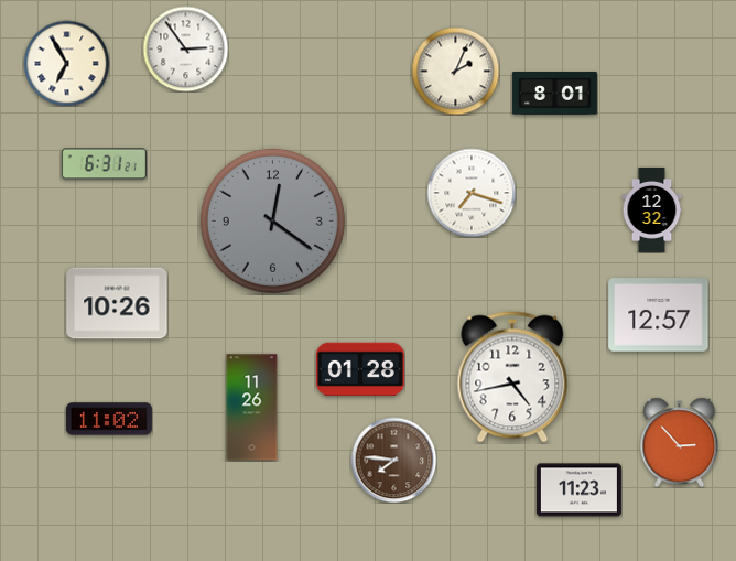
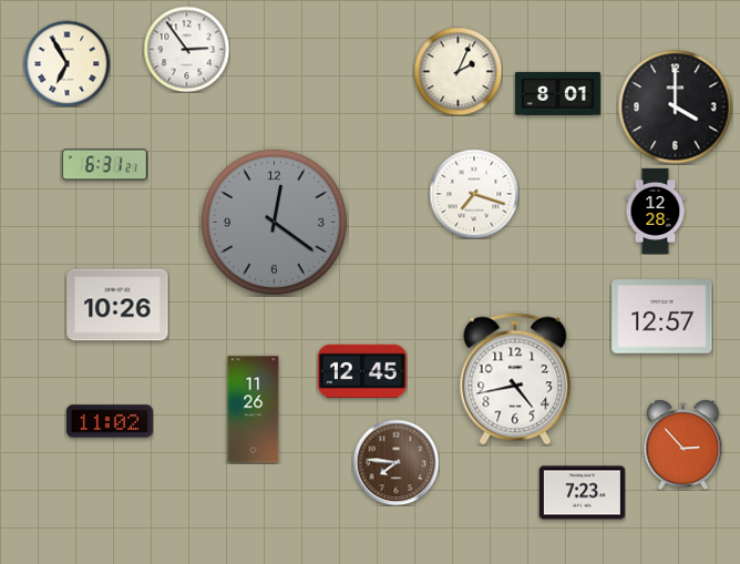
clock at (676, 107): none -> 4:00
clock at (652, 209): 12:32 -> 12:28
clock at (360, 368): 01:28 -> 12:45
clock at (578, 490): 11:23 -> 7:23
